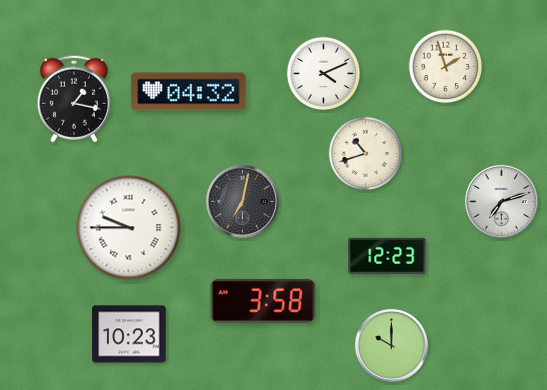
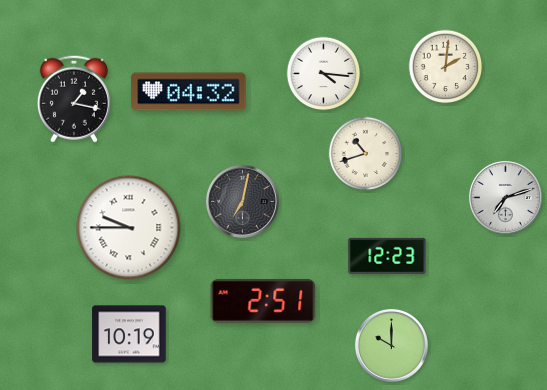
clock at (446, 67): 1:57 -> 2:01
clock at (324, 74): 4:11 -> 4:16
clock at (501, 201) position: (501, 201) -> (505, 197)
clock at (263, 301): 3:58 -> 2:51
clock at (129, 334): 10:23 -> 10:19
